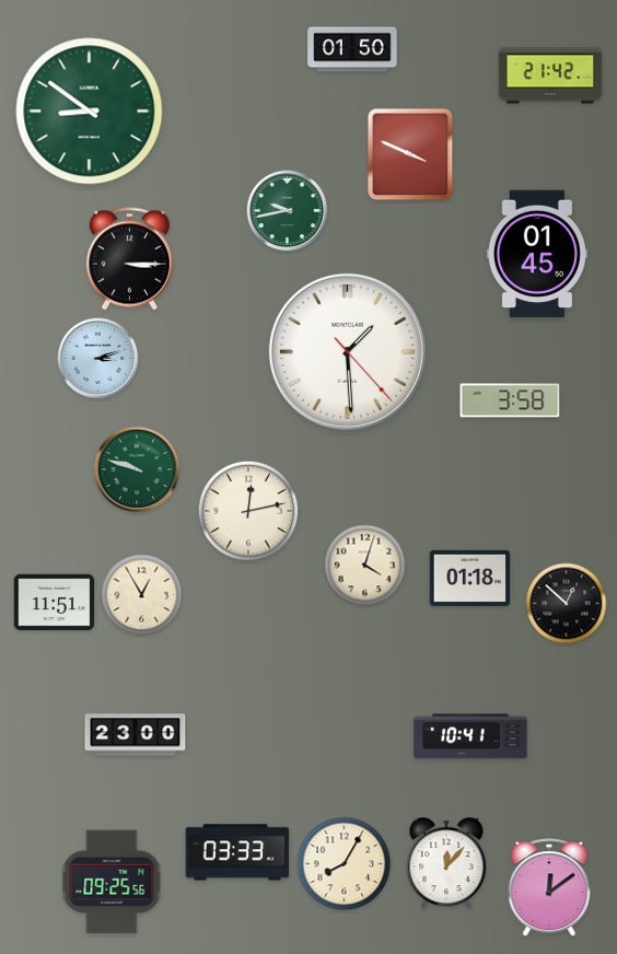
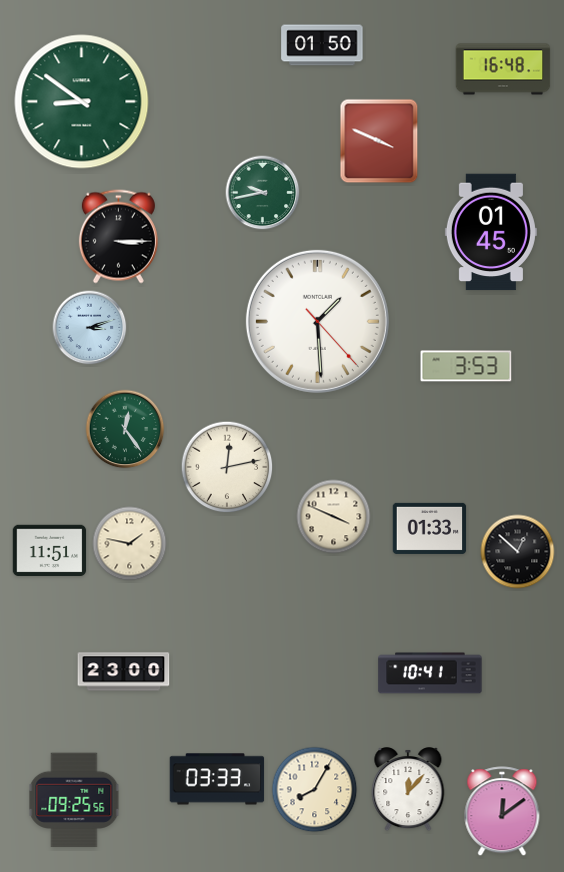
clock at (550, 75): 21:42 -> 16:48
clock at (410, 154) position: (410, 154) -> (379, 141)
clock at (510, 400): 3:58 -> 3:53
clock at (137, 469): 9:48 -> 12:24
clock at (365, 566): 4:03 -> 3:49
clock at (470, 578): 01:18 -> 01:33
clock at (142, 595): 12:55 -> 1:47
clock at (112, 882) position: (112, 882) -> (74, 800)
